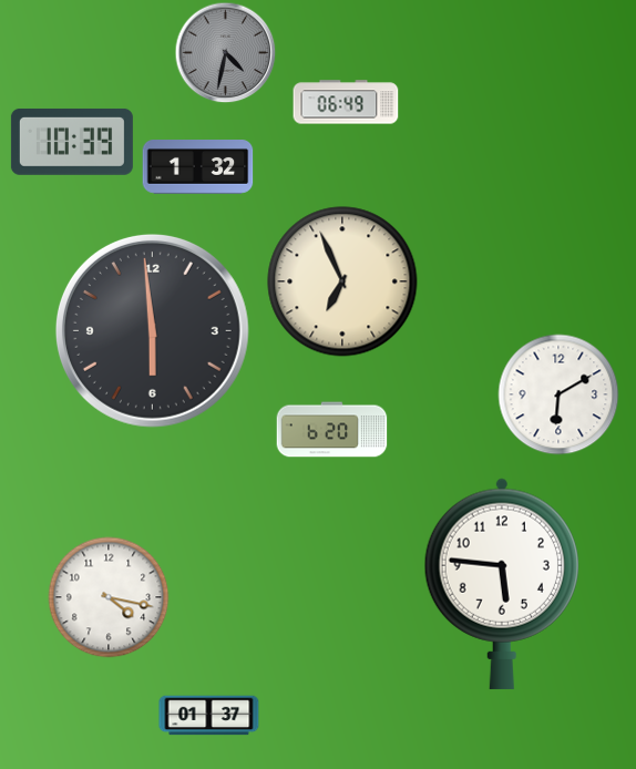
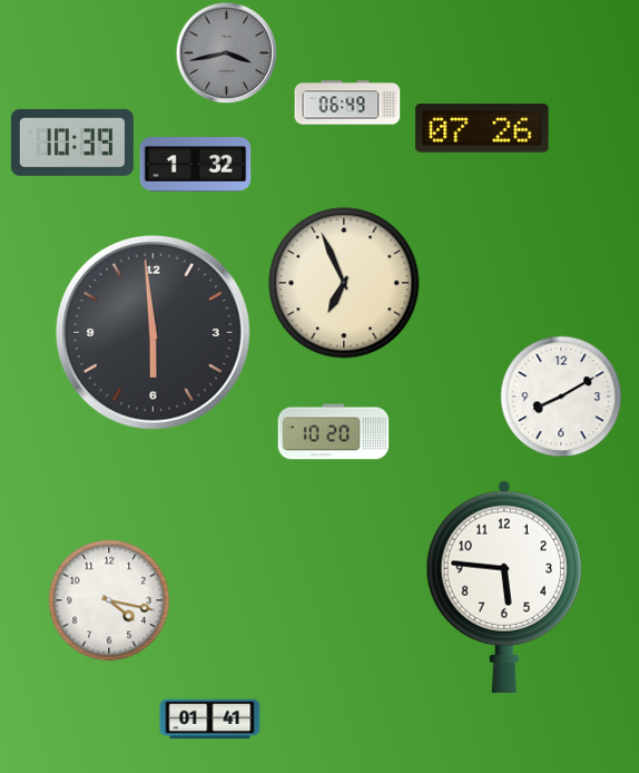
clock at (225, 52): 4:32 -> 3:43
clock at (482, 128): none -> 07:26
clock at (198, 167) position: (198, 167) -> (196, 165)
clock at (558, 394): 6:10 -> 8:10
clock at (332, 430): 6:20 -> 10:20
clock at (209, 716): 01:37 -> 01:41
